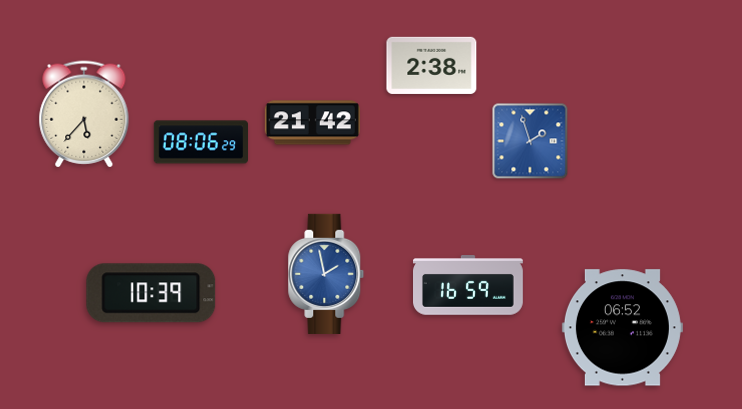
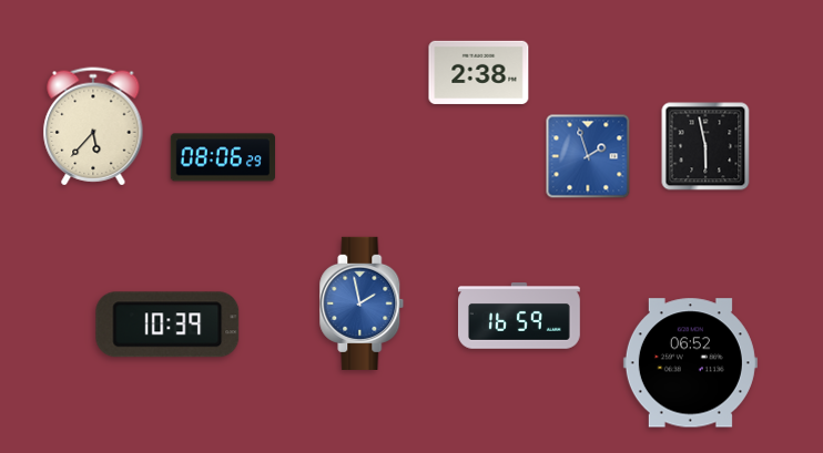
clock at (312, 123): 21:42 -> none
clock at (705, 146): none -> 5:58
